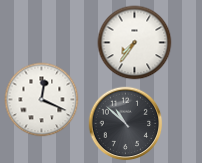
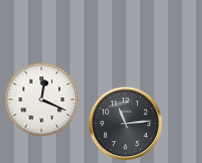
clock at (135, 43): 7:36 -> none
clock at (126, 124): 10:52 -> 11:14
